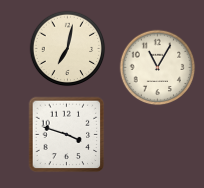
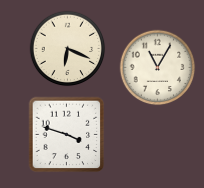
clock at (68, 49): 7:02 -> 6:19
